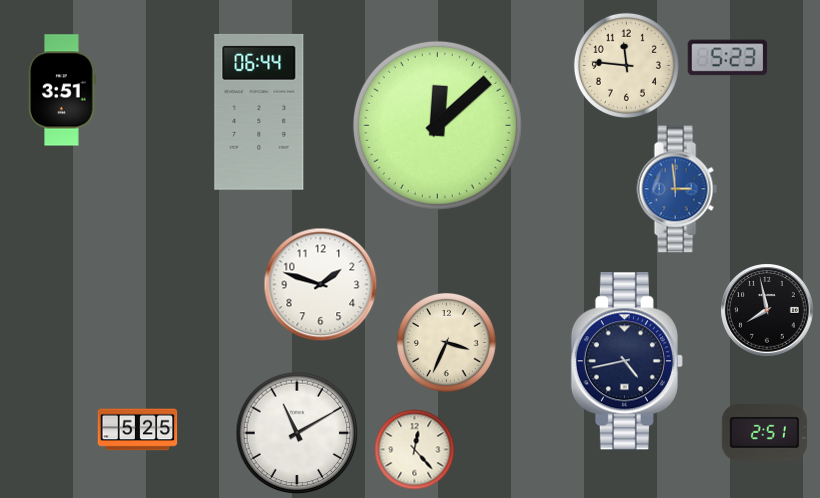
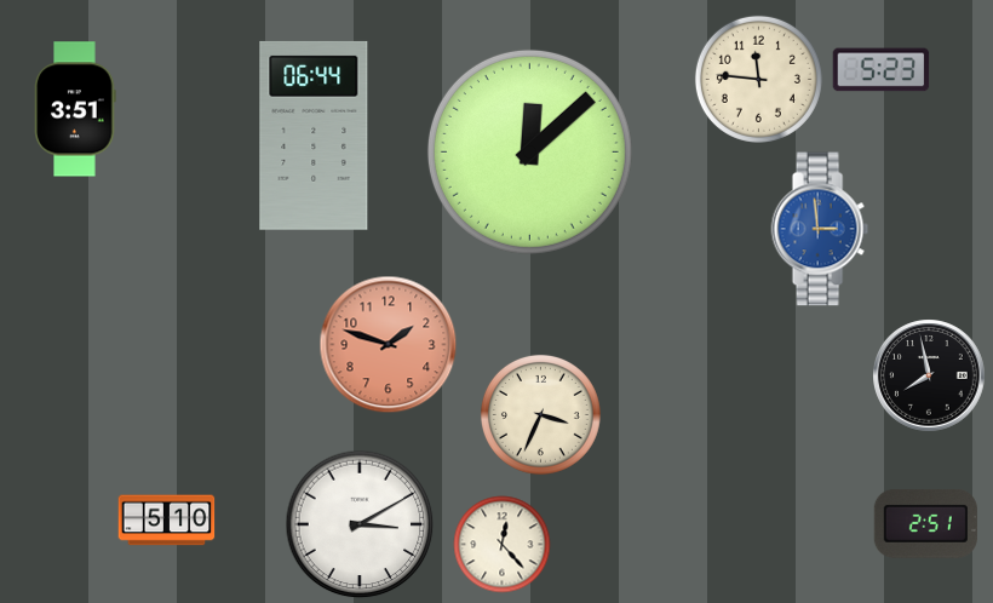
clock at (320, 284) dial: white -> salmon
clock at (627, 361): 4:43 -> none
clock at (137, 430): 5:25 -> 5:10
clock at (297, 433): 11:10 -> 3:10
